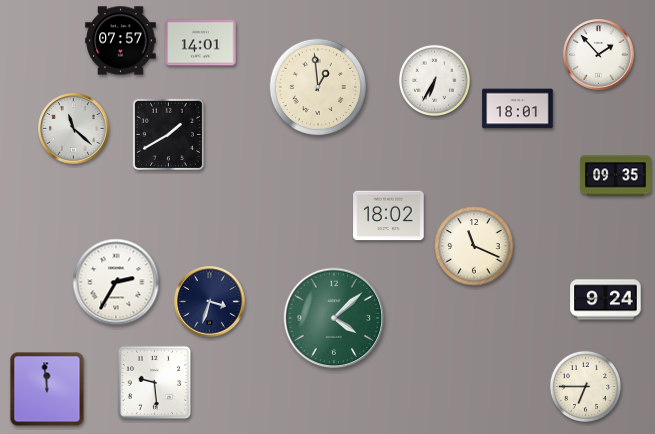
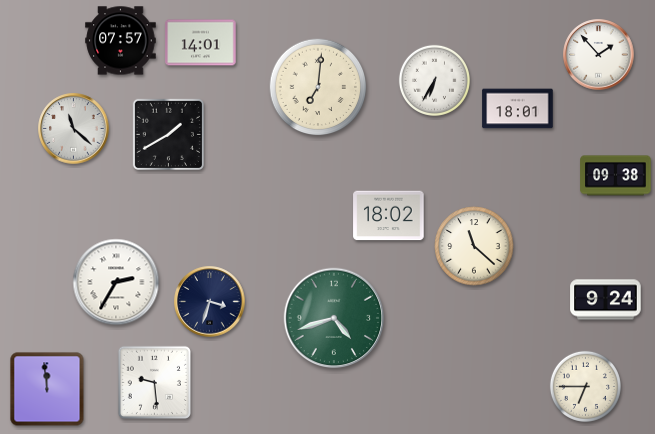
clock at (318, 87): 12:59 -> 7:01
clock at (616, 176): 09:35 -> 09:38
clock at (474, 246): 11:19 -> 11:22
clock at (334, 318): 4:08 -> 4:42
